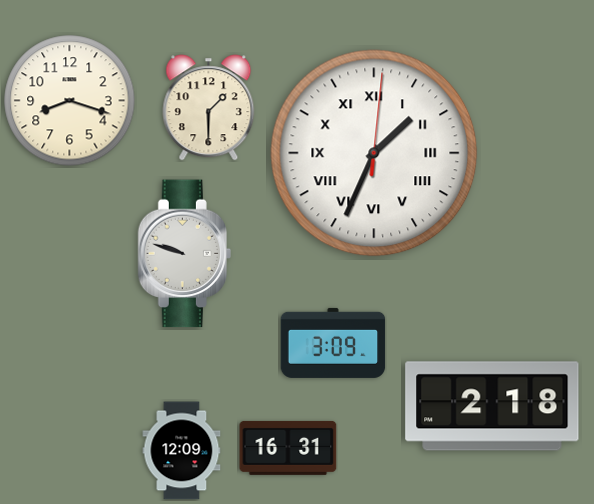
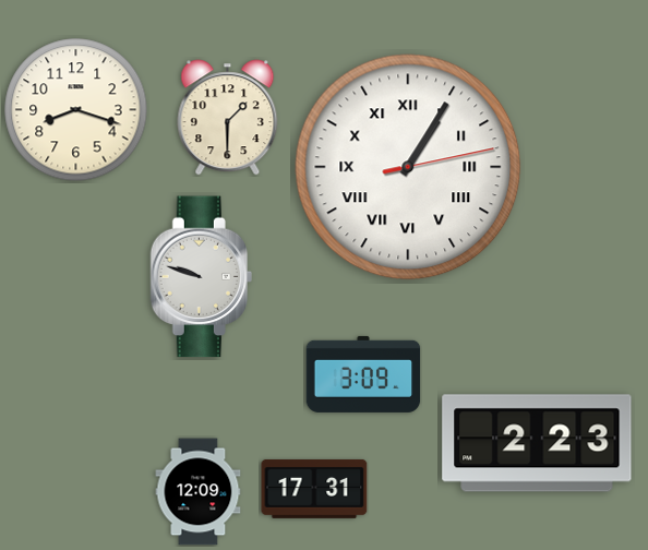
clock at (374, 153): 1:34 -> 1:05
clock at (492, 406): 2:18 -> 2:23
clock at (288, 448): 16:31 -> 17:31
